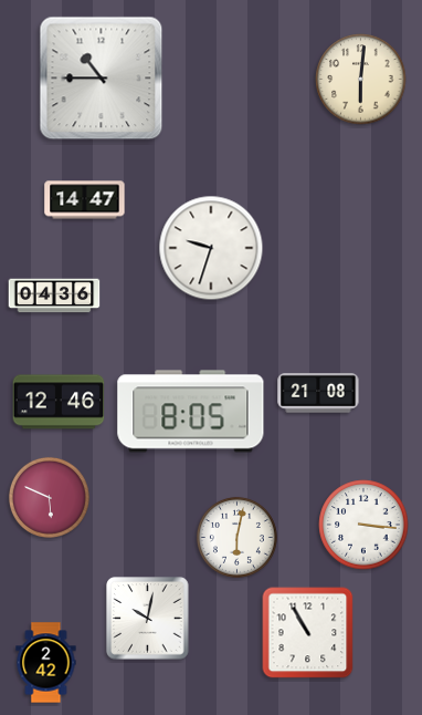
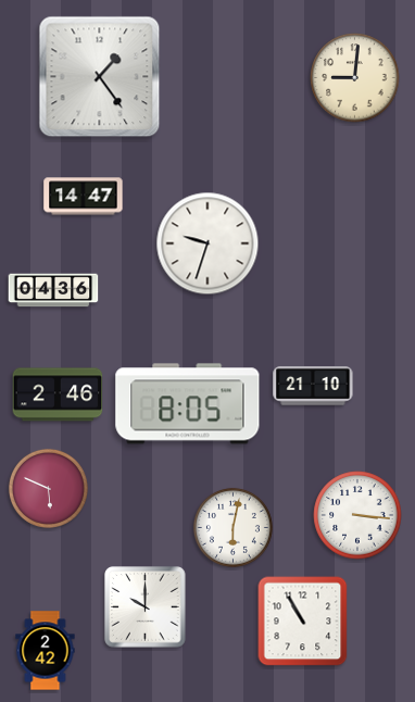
clock at (102, 79): 10:45 -> 1:24
clock at (361, 80): 6:01 -> 9:01
clock at (318, 393): 21:08 -> 21:10
clock at (59, 402): 12:46 -> 2:46
clock at (148, 619): 10:02 -> 10:00
